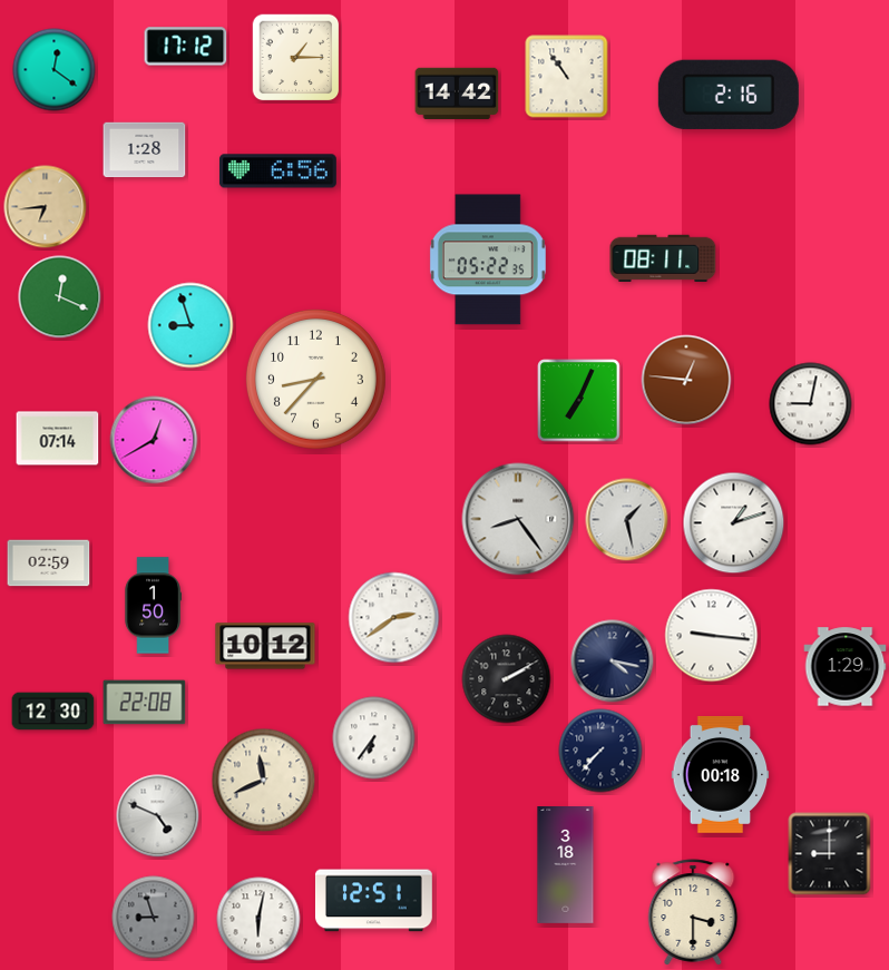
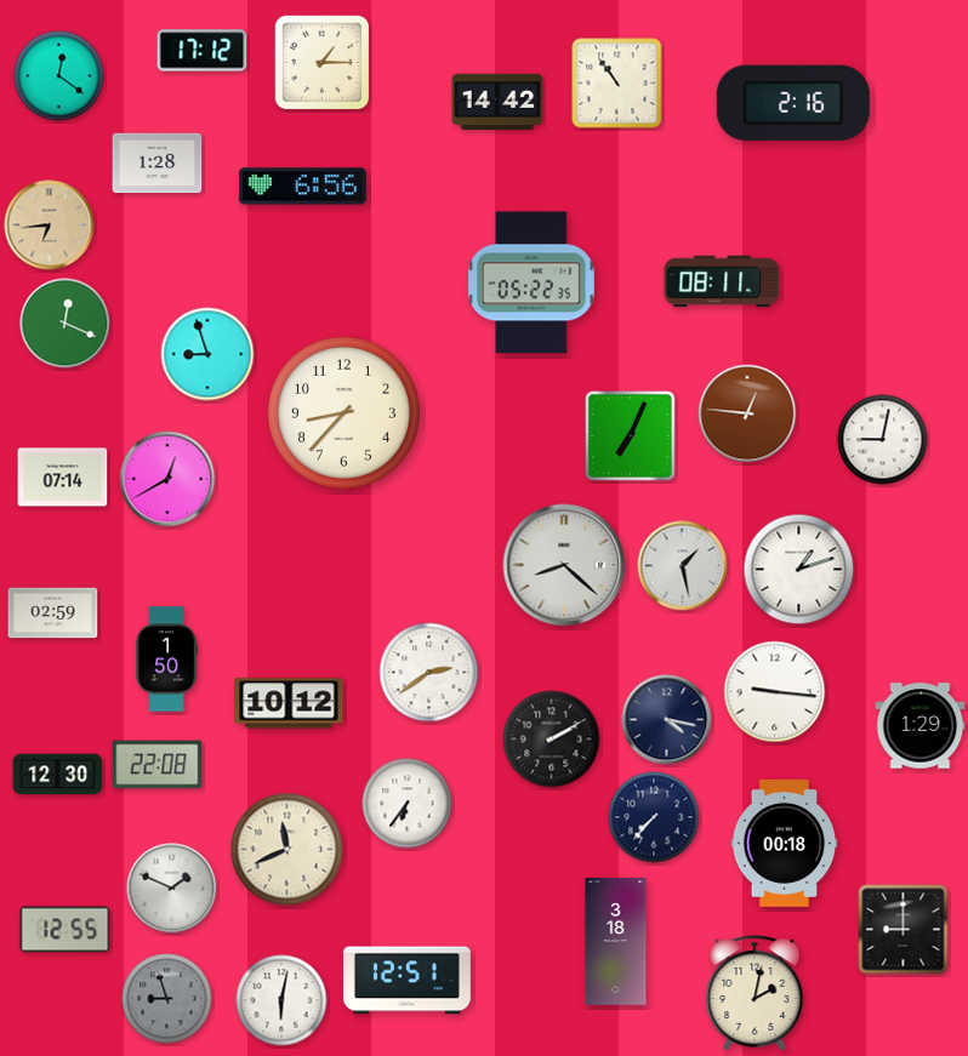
clock at (518, 519): 8:24 -> 8:22
clock at (158, 816): 4:49 -> 1:49
clock at (66, 930): none -> 12:55
clock at (693, 912): 3:30 -> 2:02
